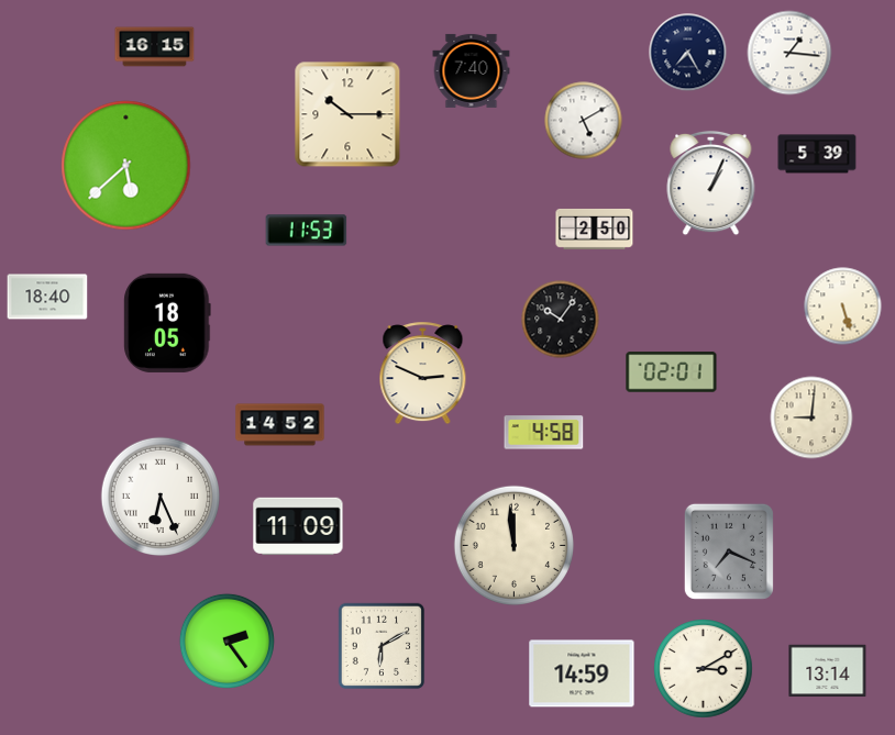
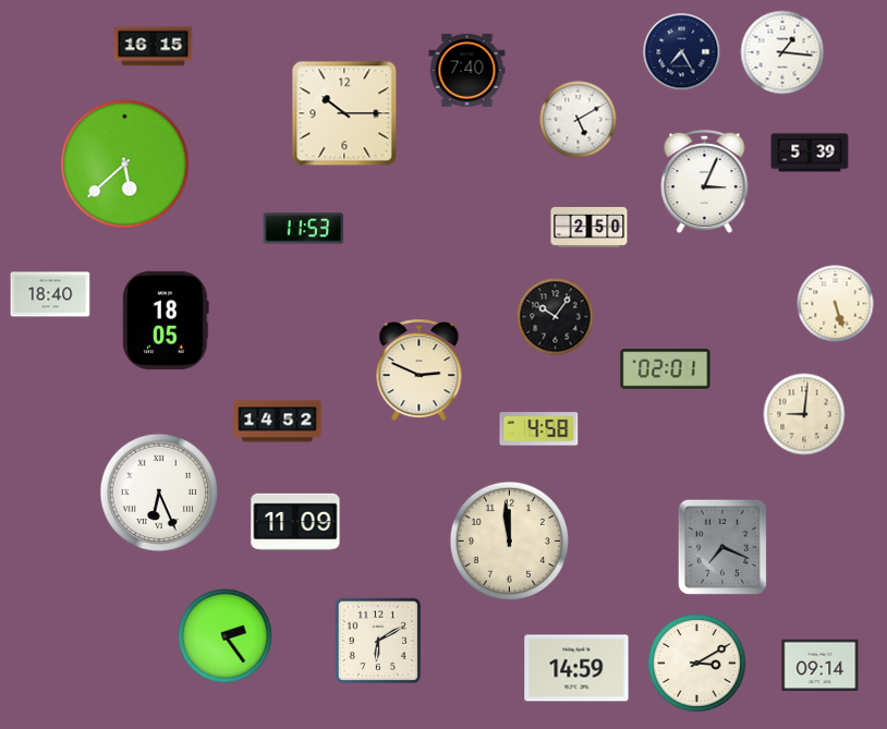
clock at (711, 183): 1:04 -> 3:04
clock at (47, 297) position: (47, 297) -> (50, 294)
clock at (828, 671): 13:14 -> 09:14
